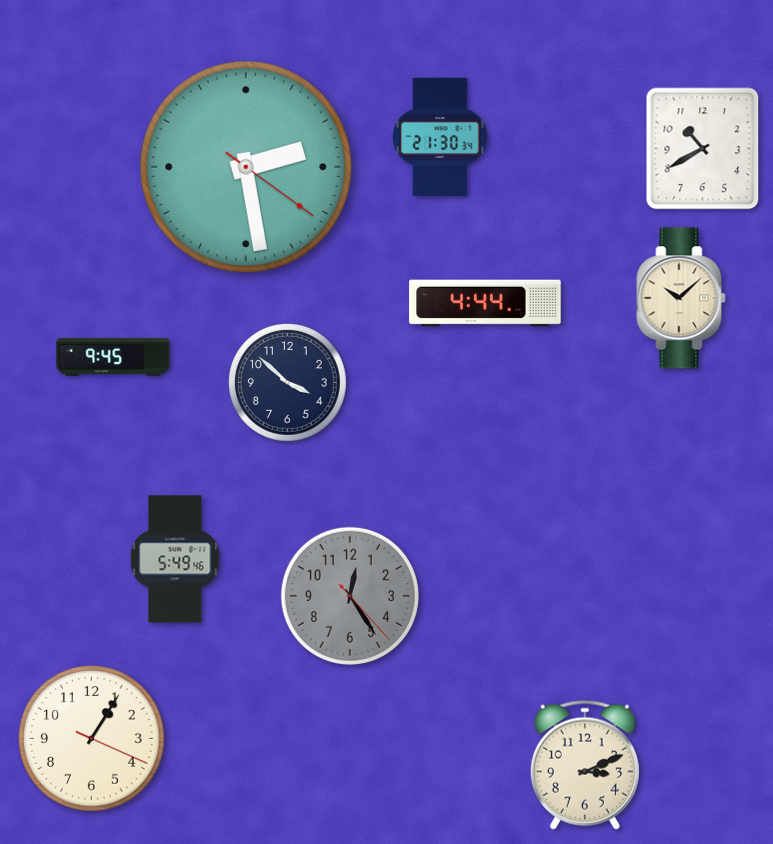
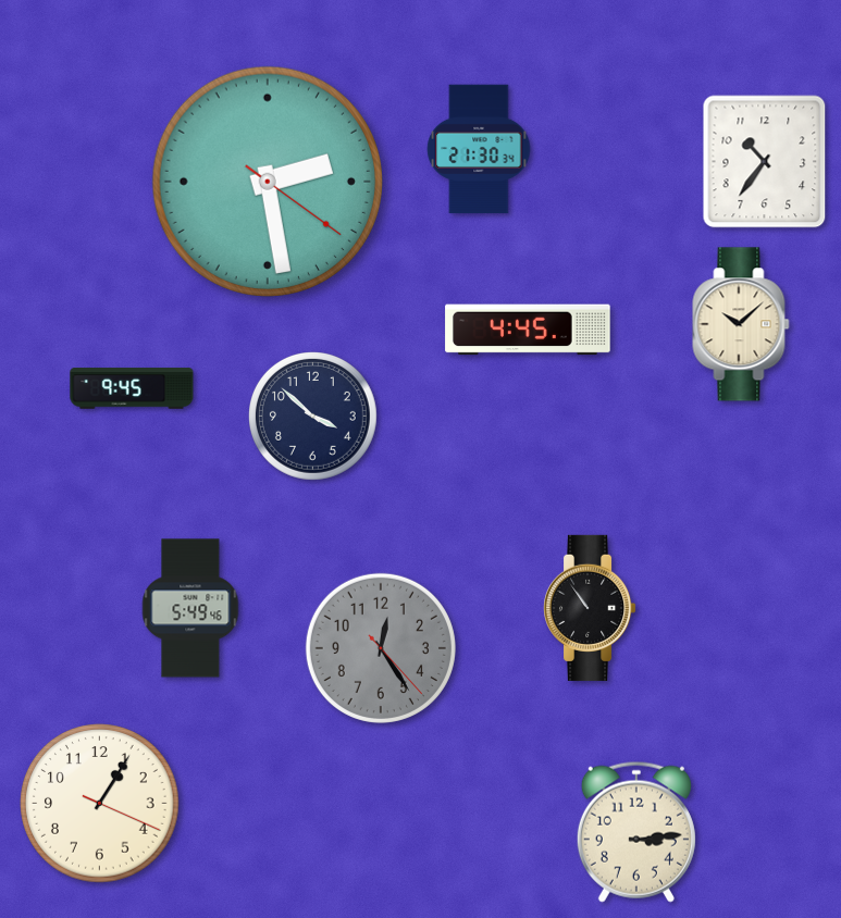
clock at (703, 149): 10:40 -> 10:36
clock at (485, 303): 4:44 -> 4:45
clock at (113, 357) position: (113, 357) -> (132, 388)
clock at (591, 608): none -> 10:54
clock at (585, 765): 3:11 -> 3:14
